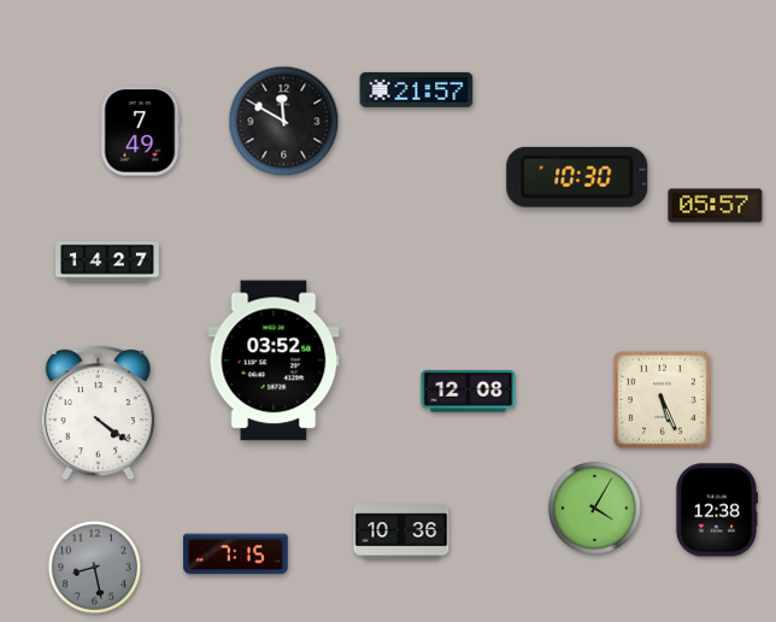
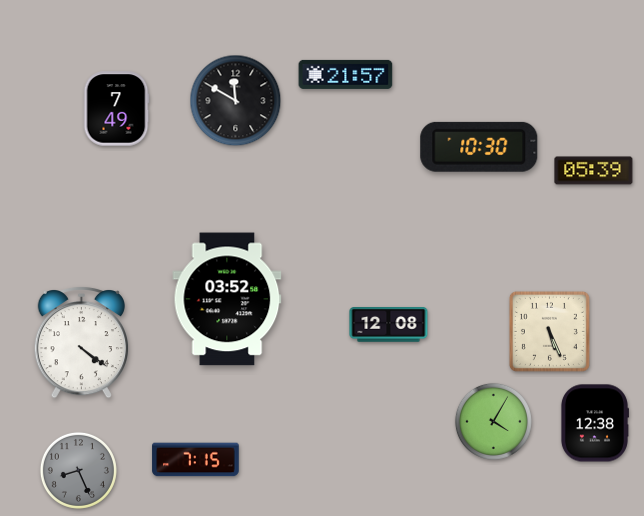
clock at (716, 206): 05:57 -> 05:39
clock at (108, 262): 14:27 -> none
clock at (401, 532): 10:36 -> none
clock at (94, 567): 8:28 -> 8:26
